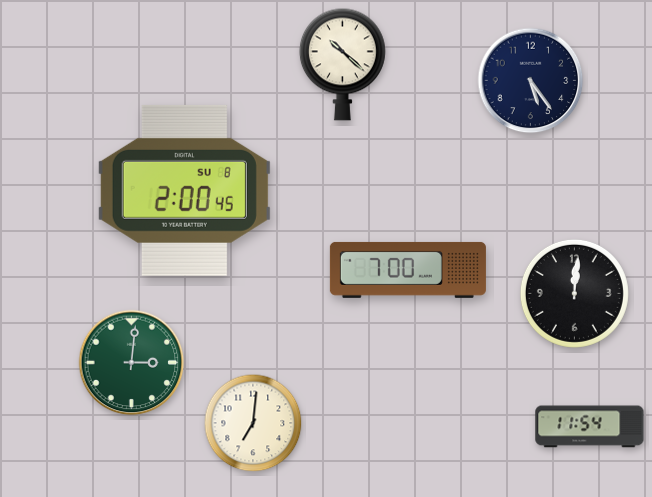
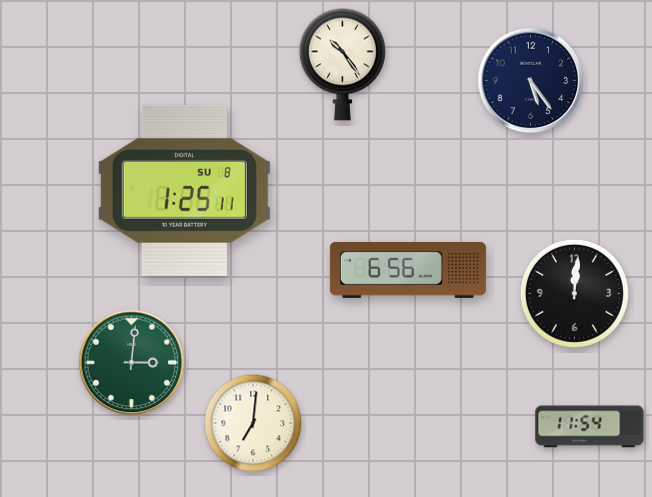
clock at (342, 64): 10:22 -> 10:24
clock at (184, 190): 2:00 -> 1:25
clock at (408, 270): 7:00 -> 6:56
